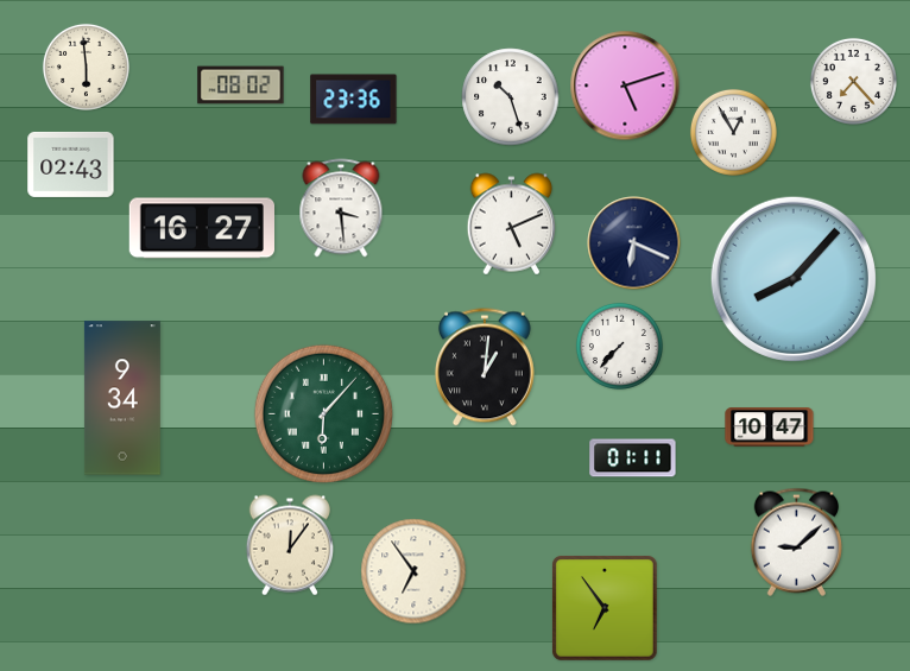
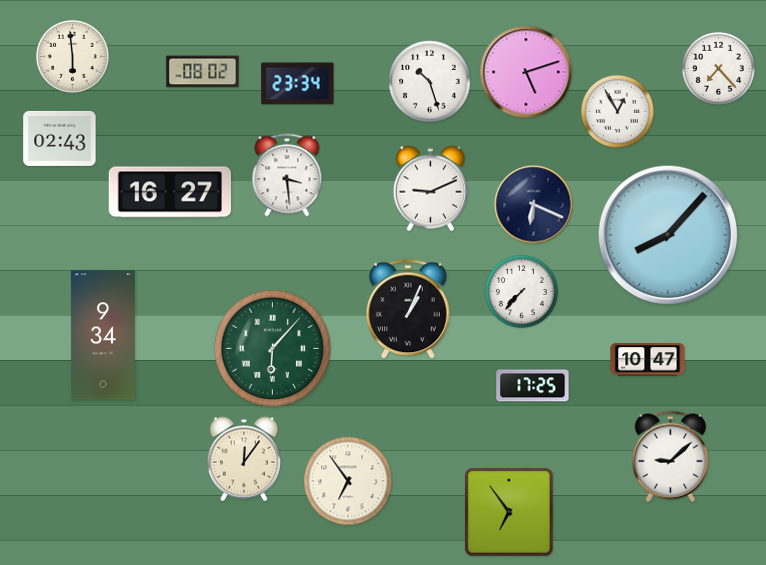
clock at (354, 100): 23:36 -> 23:34
clock at (512, 224): 5:11 -> 9:11
clock at (485, 367): 1:01 -> 1:04
clock at (633, 458): 01:11 -> 17:25
